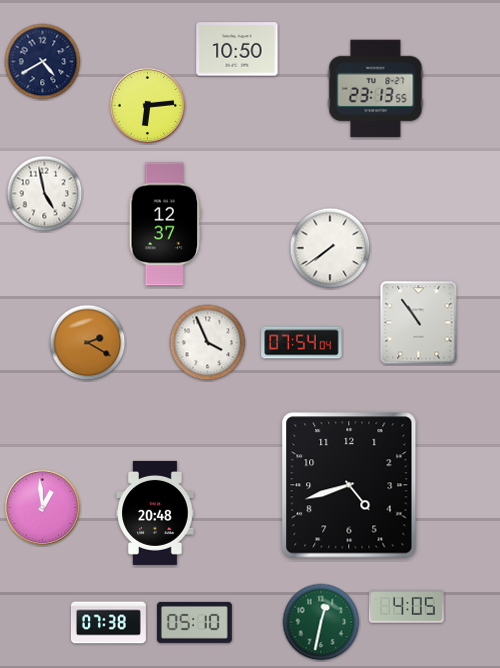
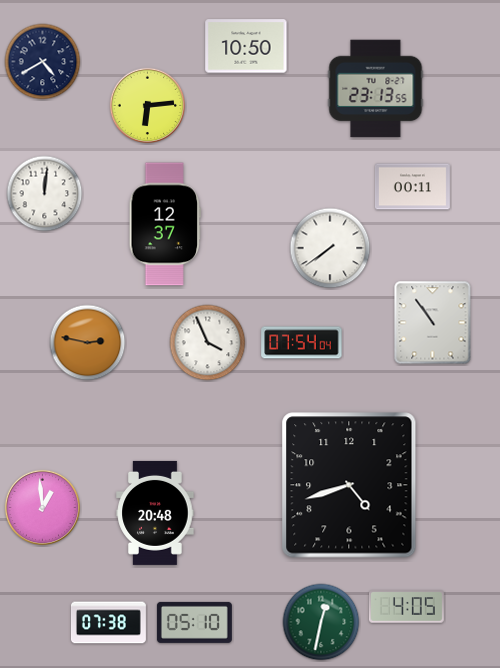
clock at (237, 49) position: (237, 49) -> (246, 46)
clock at (412, 187): none -> 00:11
clock at (45, 194): 4:58 -> 12:01
clock at (419, 323) position: (419, 323) -> (433, 323)
clock at (88, 343): 2:20 -> 2:47
